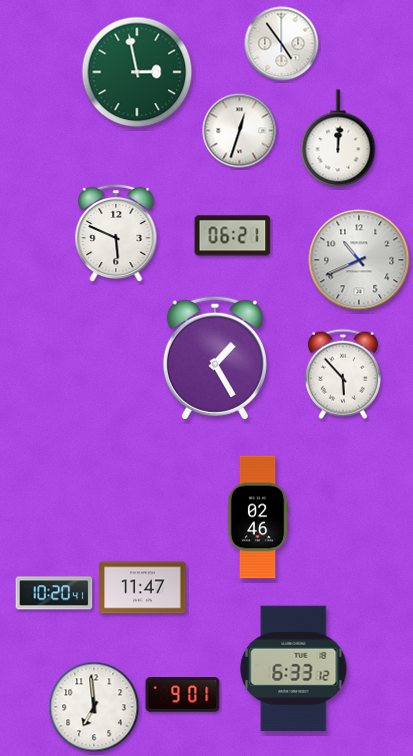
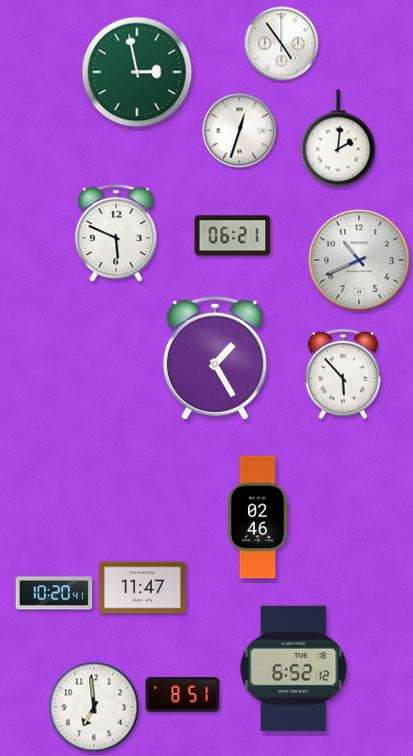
clock at (338, 138): 12:01 -> 2:01
clock at (294, 669): 6:33 -> 6:52
clock at (183, 695): 9:01 -> 8:51
